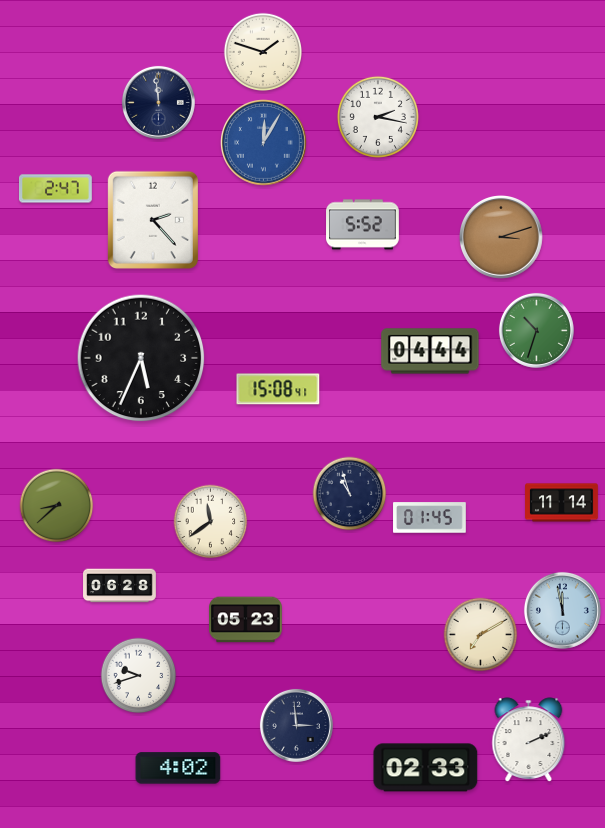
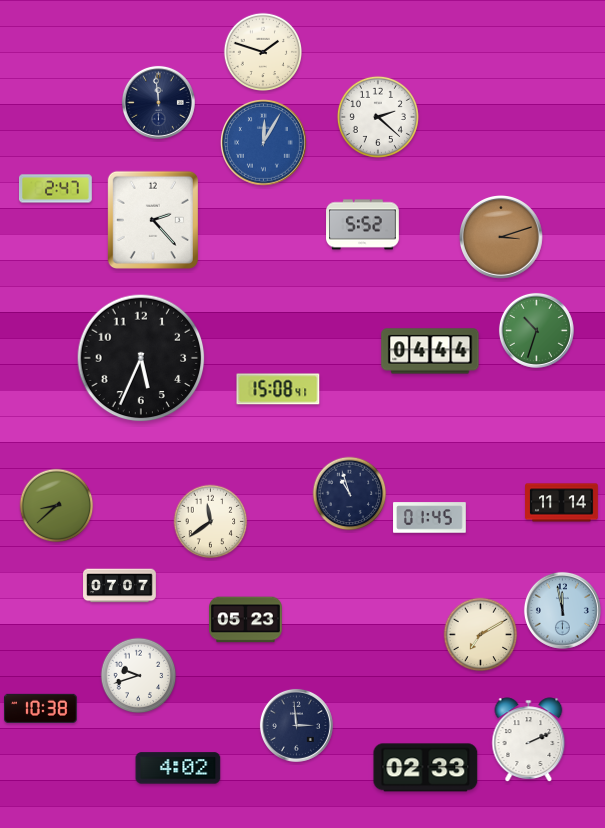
clock at (378, 117): 2:17 -> 2:22
clock at (120, 586): 06:28 -> 07:07
clock at (41, 708): none -> 10:38
